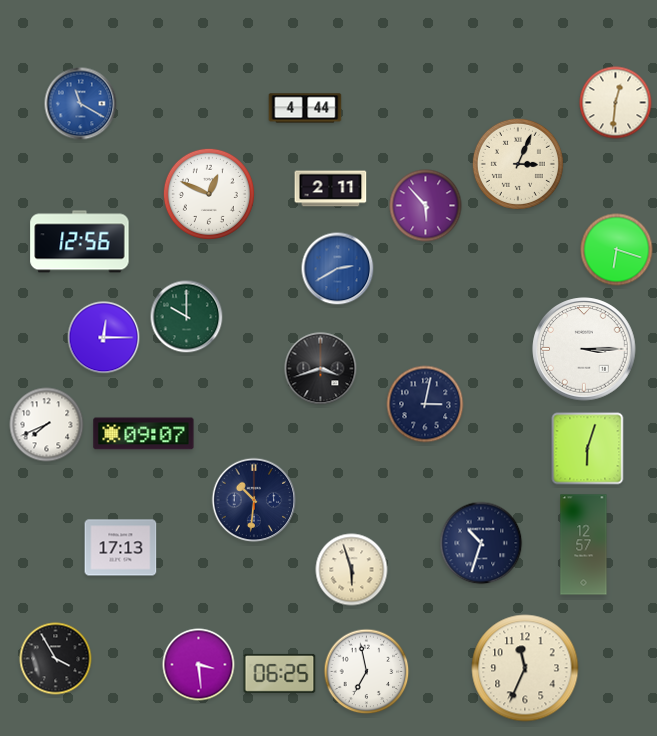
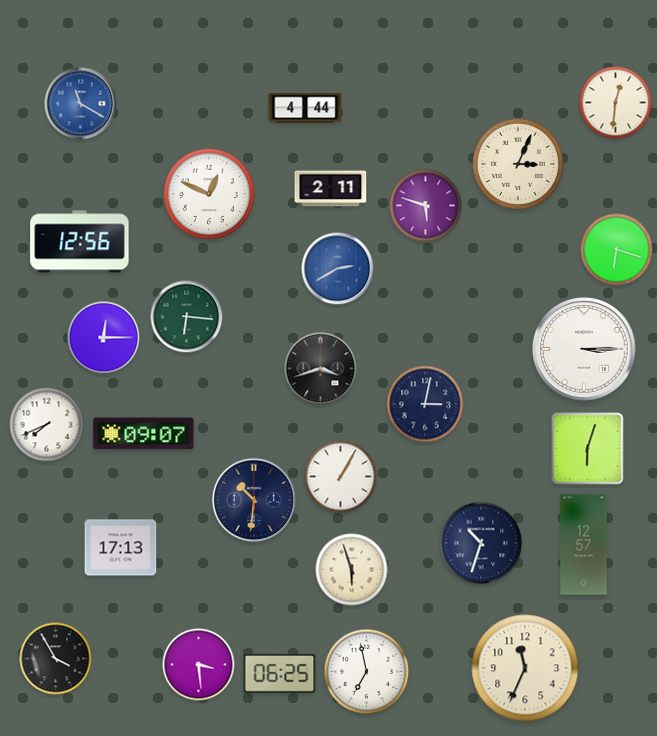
clock at (426, 206): 5:53 -> 5:48
clock at (187, 317): 10:00 -> 6:16
clock at (341, 477): none -> 1:05
